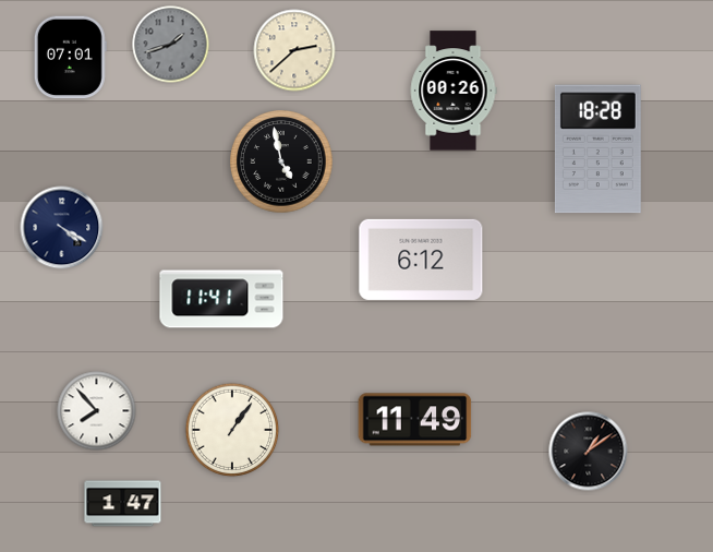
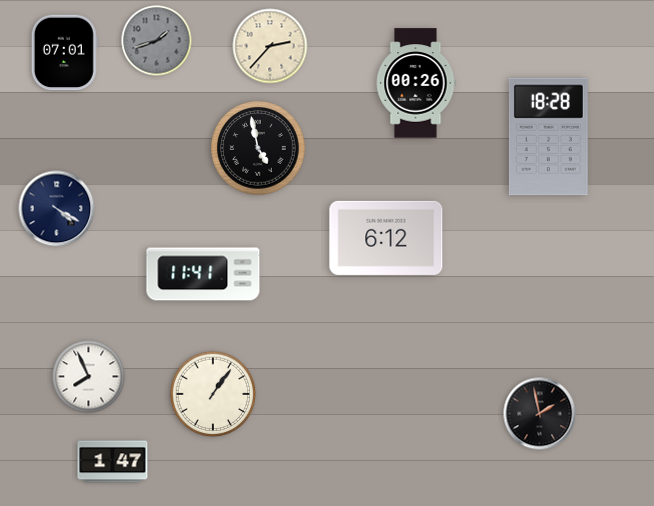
clock at (294, 50): 2:38 -> 2:37
clock at (97, 411): 7:53 -> 7:56
clock at (415, 420): 11:49 -> none
clock at (589, 452): 1:09 -> 1:58
